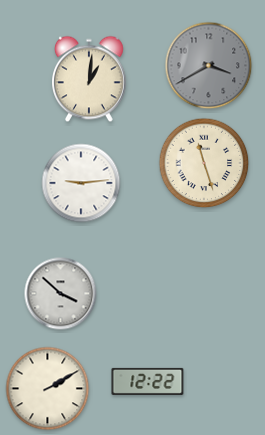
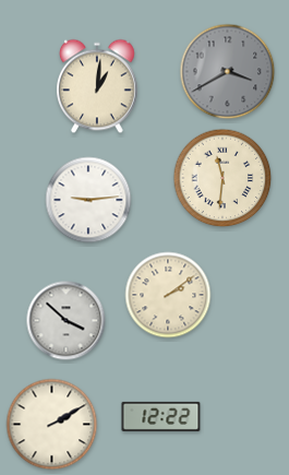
clock at (204, 163): 11:27 -> 11:31
clock at (168, 295): none -> 2:09
